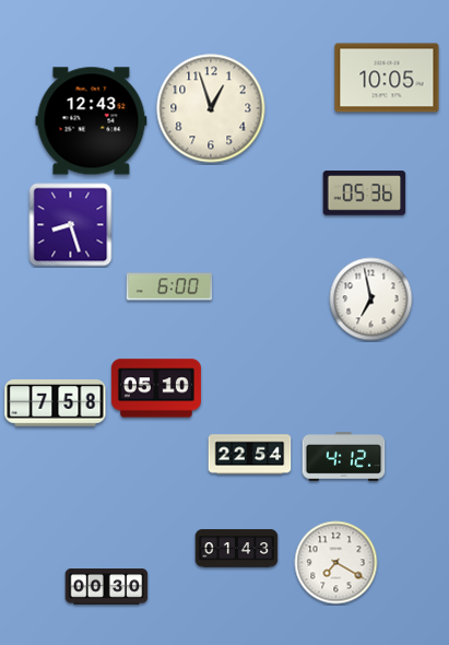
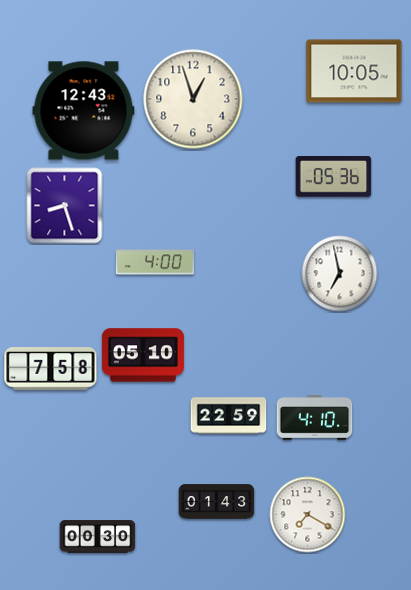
clock at (169, 286): 6:00 -> 4:00
clock at (250, 455): 22:54 -> 22:59
clock at (344, 457): 4:12 -> 4:10
